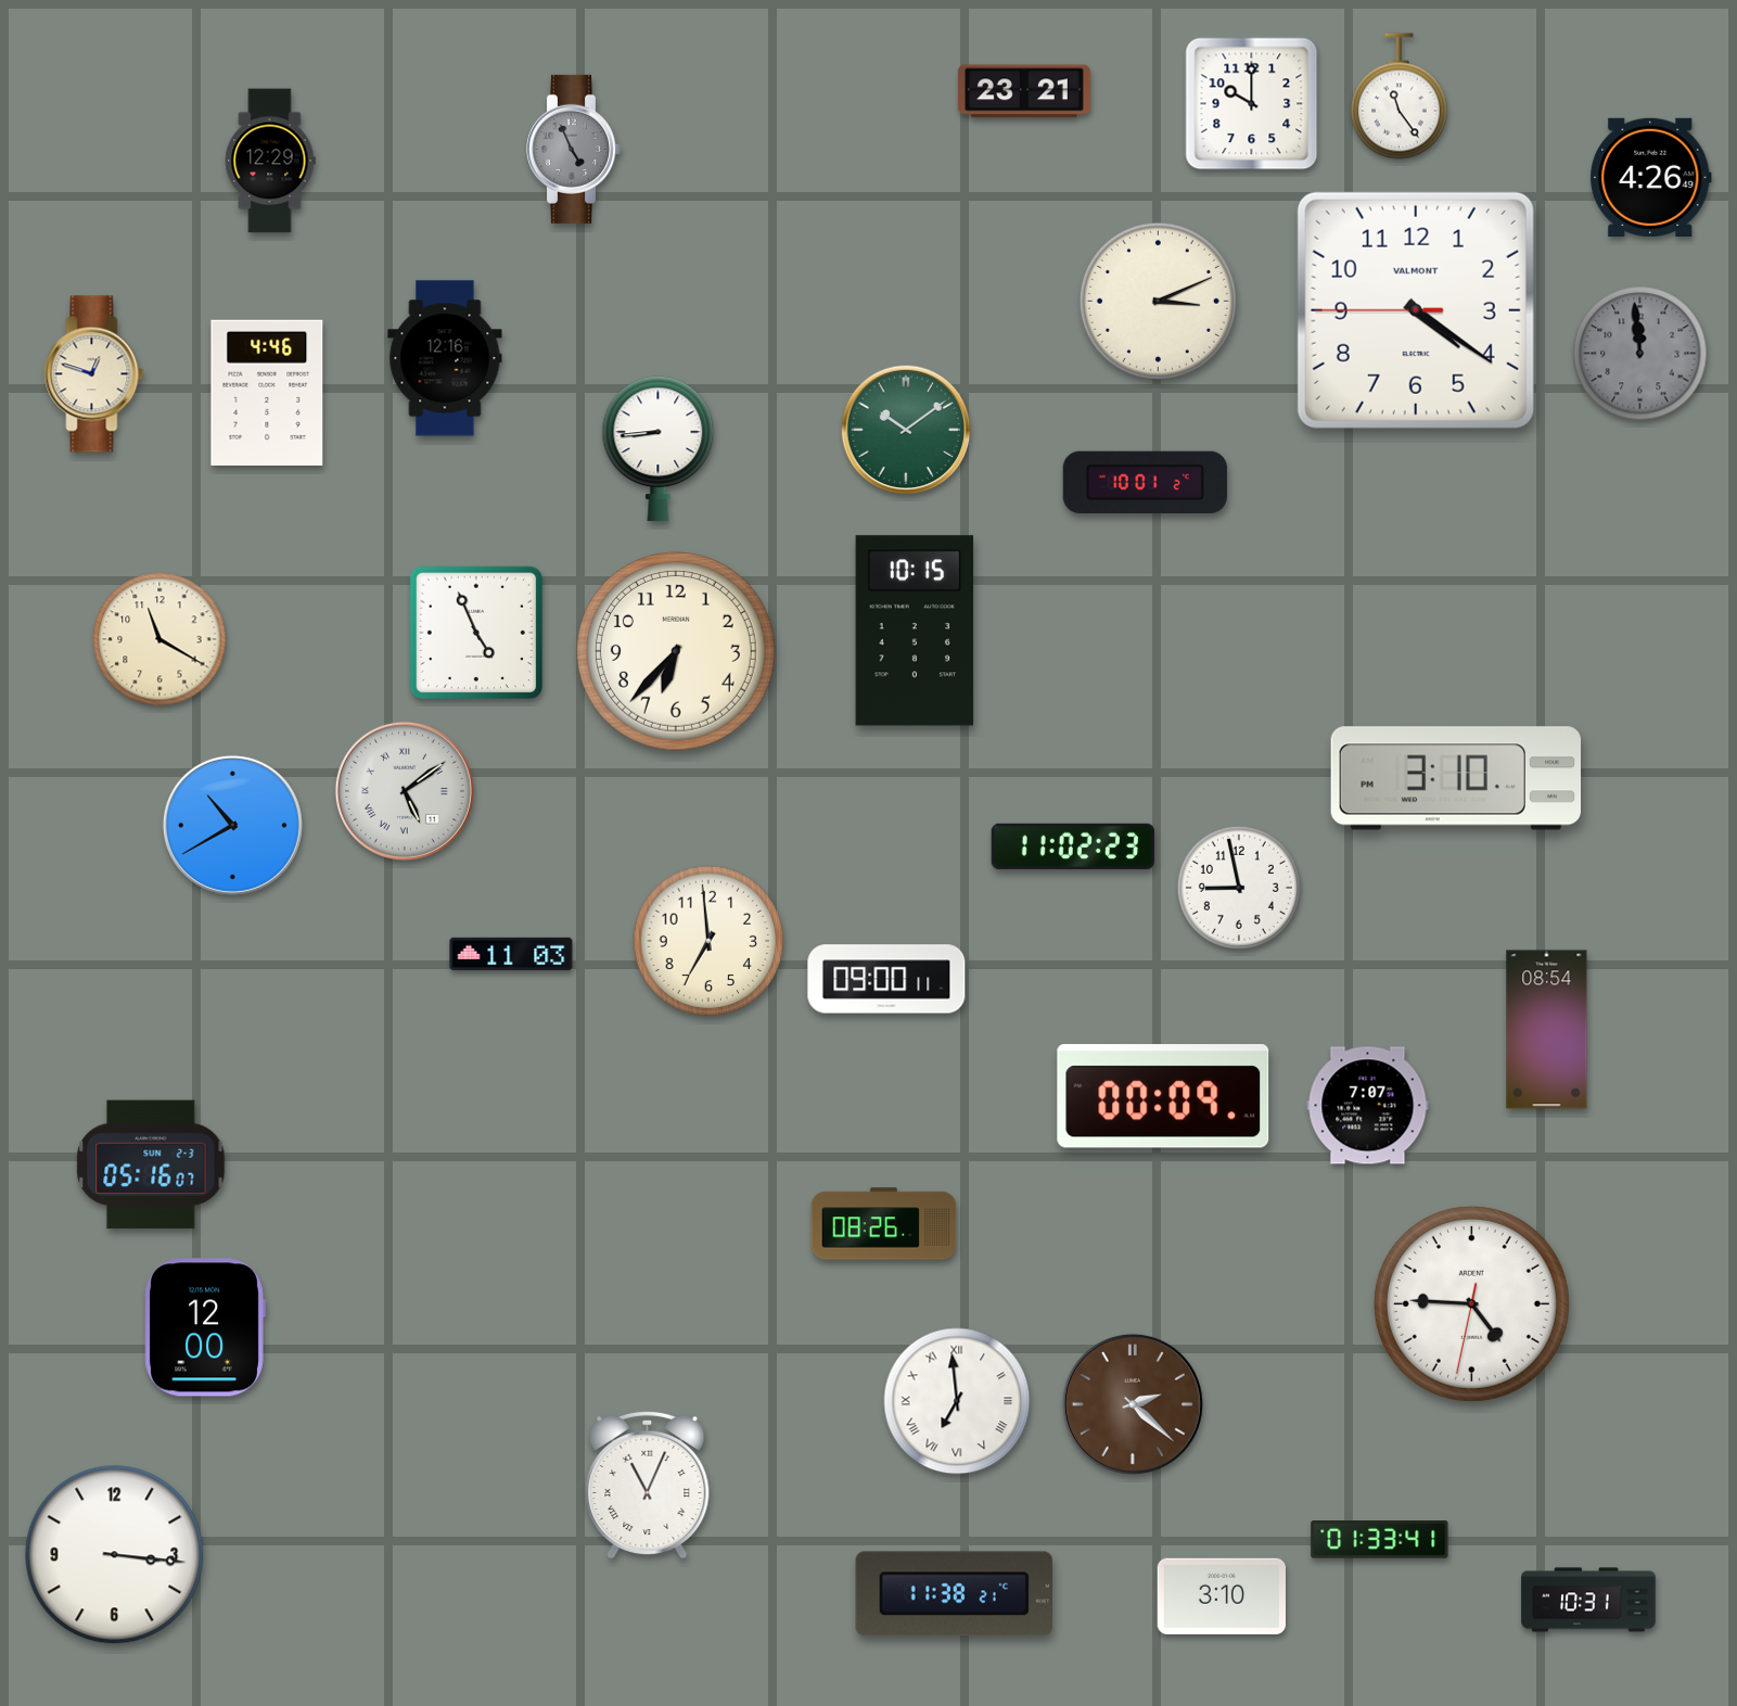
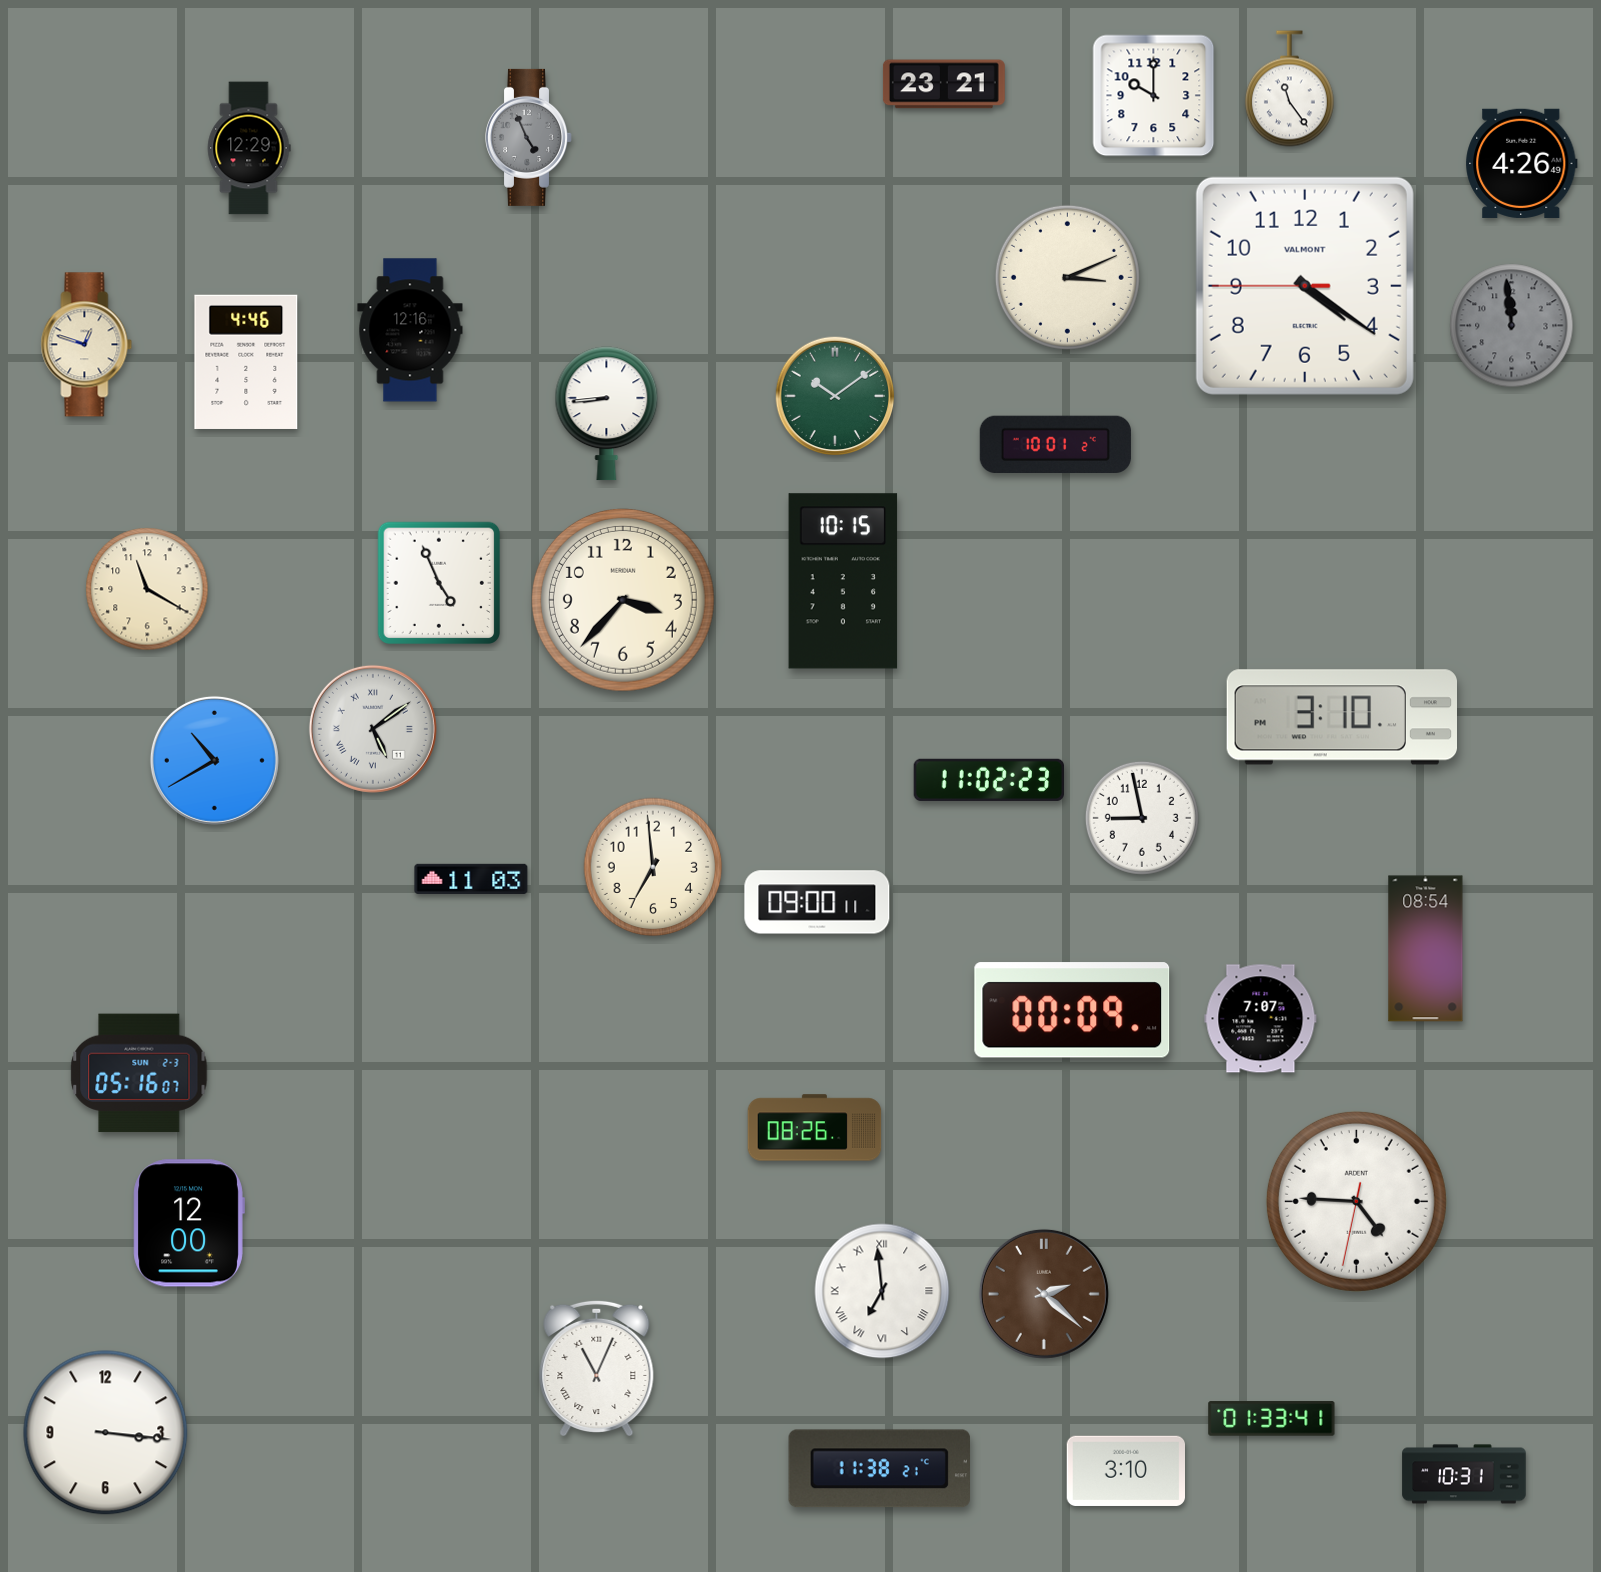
clock at (676, 651): 6:37 -> 3:37
